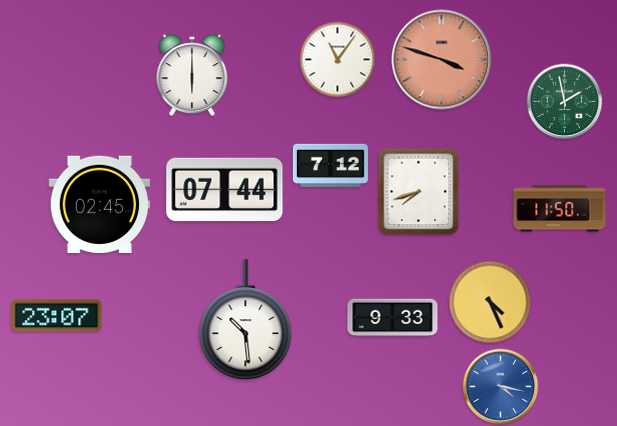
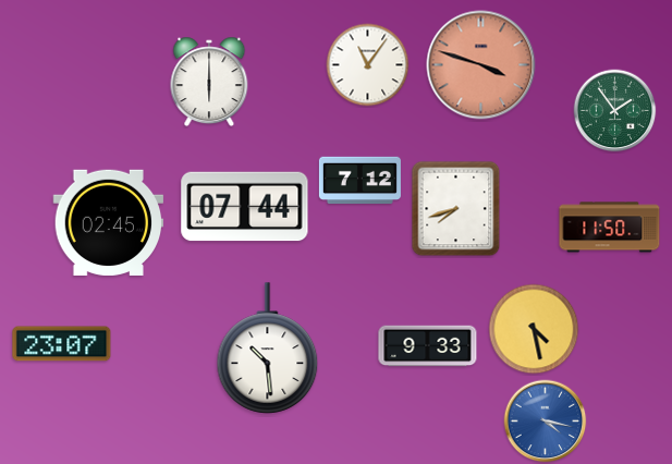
clock at (565, 102): 1:58 -> 1:54
clock at (490, 302): 4:26 -> 4:28
